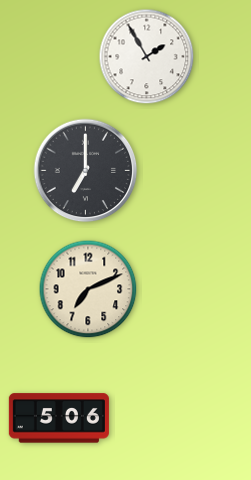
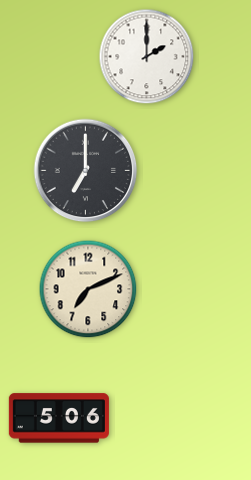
clock at (147, 57): 1:55 -> 2:00
